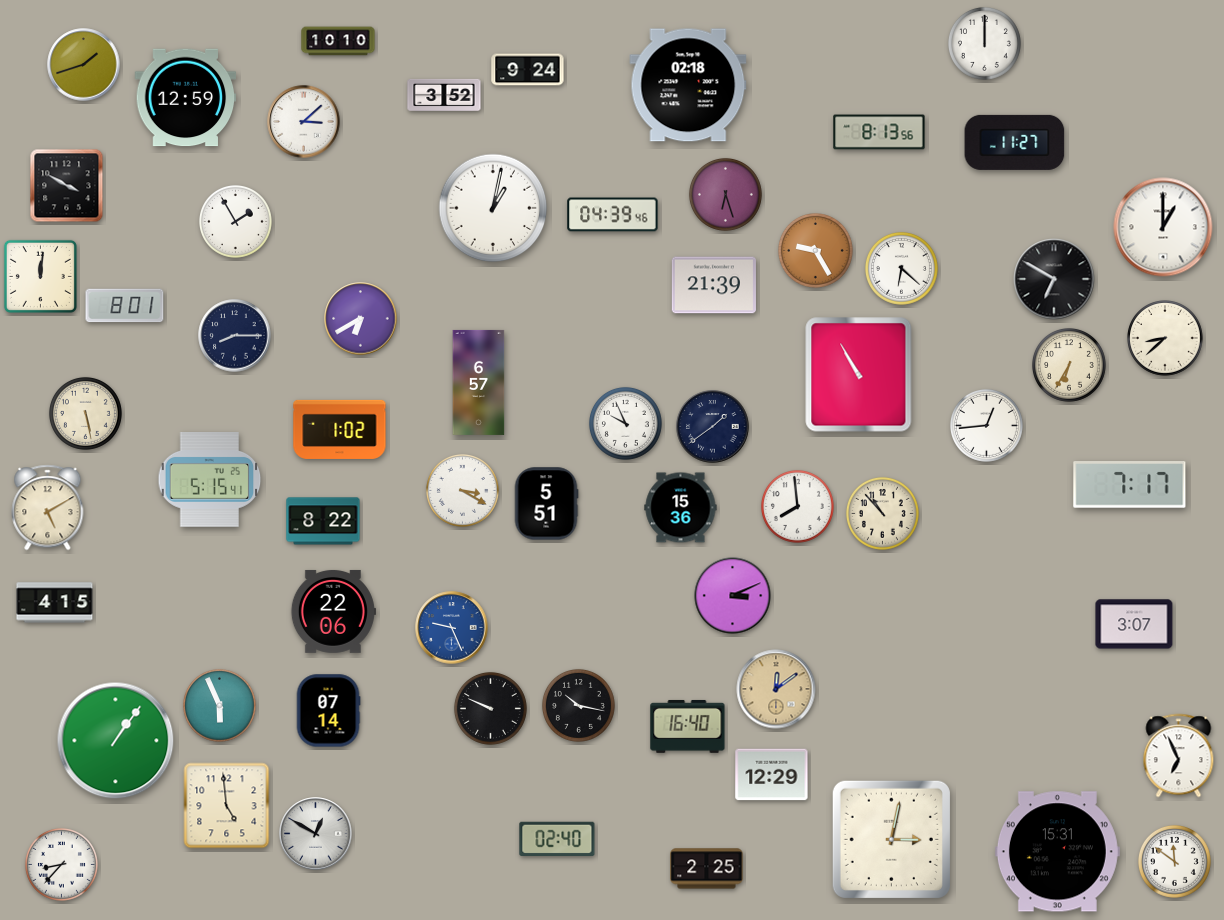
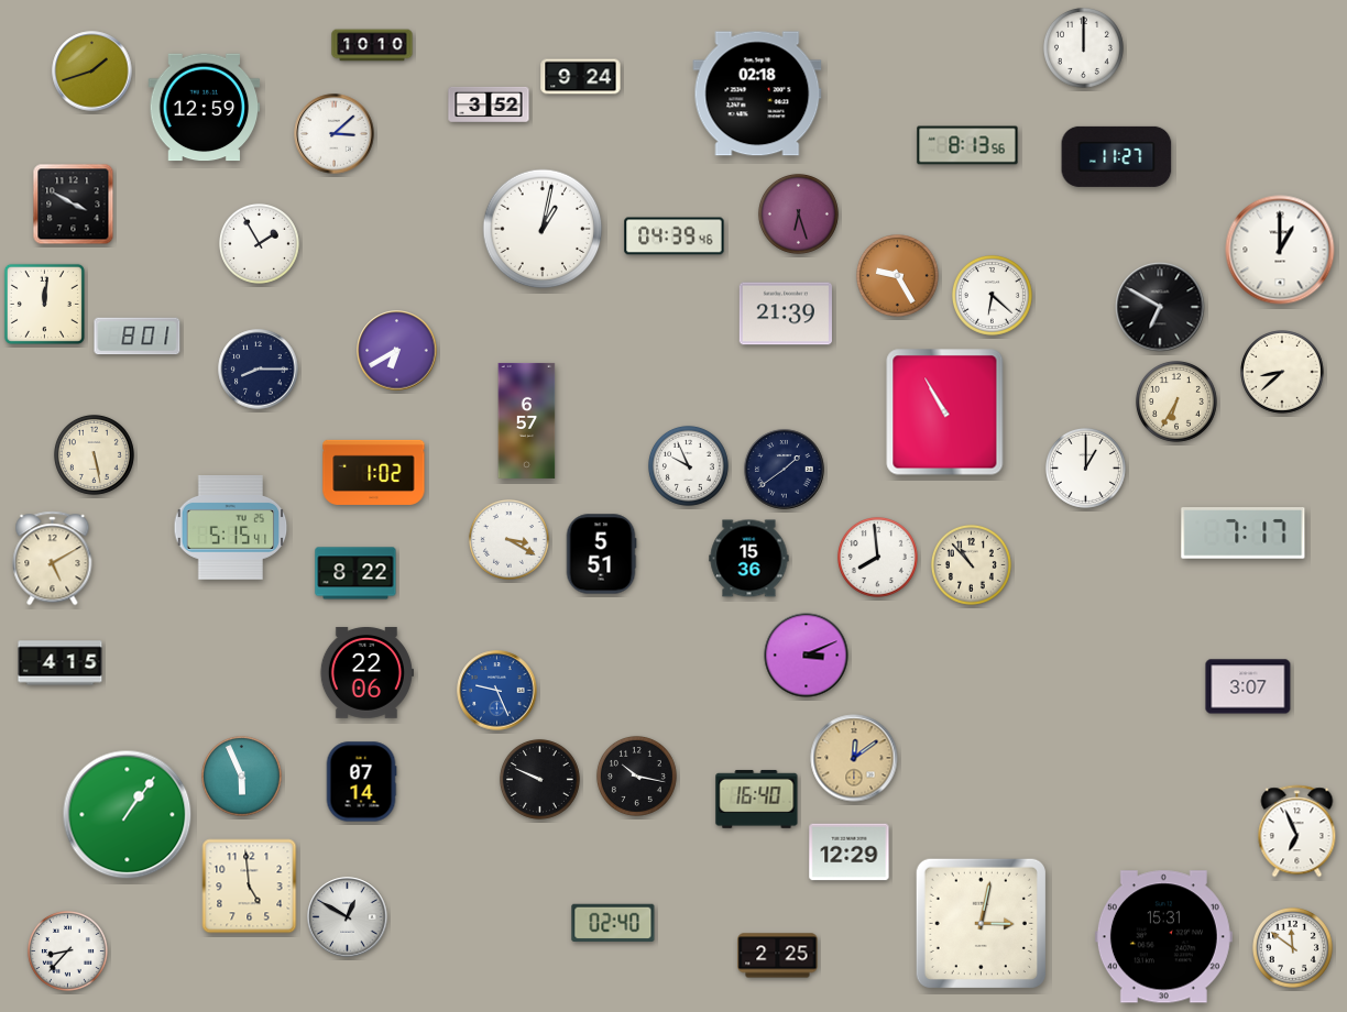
clock at (986, 425): 12:44 -> 1:00
